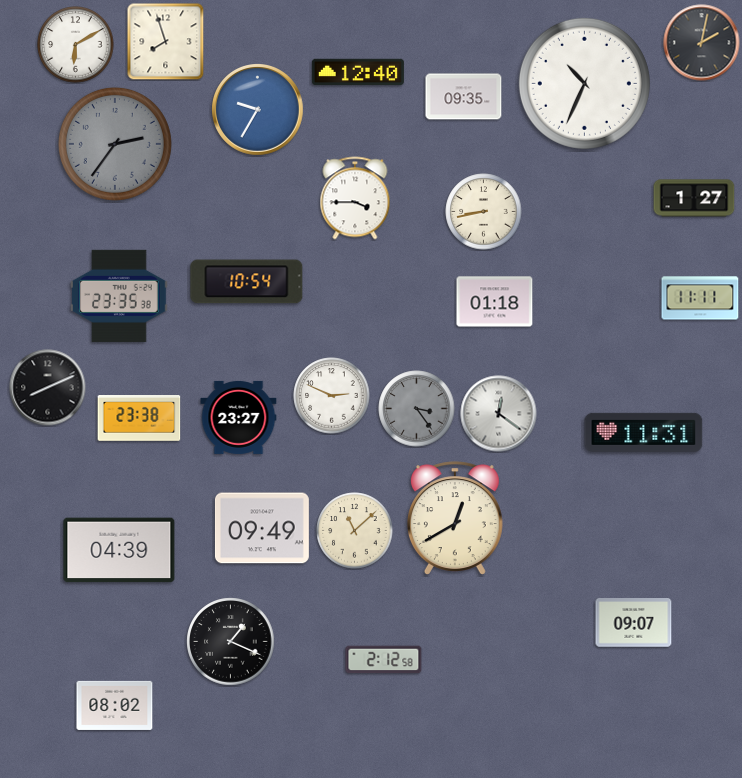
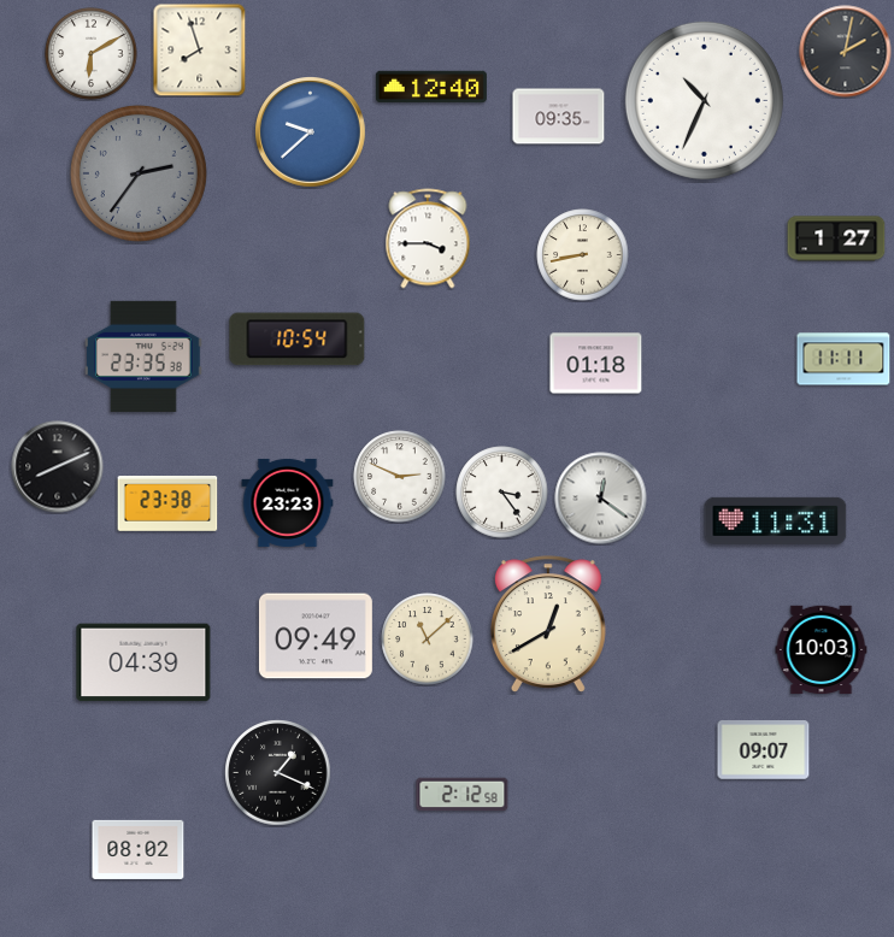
clock at (258, 110): 9:35 -> 9:38
clock at (417, 409) dial: grey -> white
clock at (239, 417): 23:27 -> 23:23
clock at (822, 650): none -> 10:03
